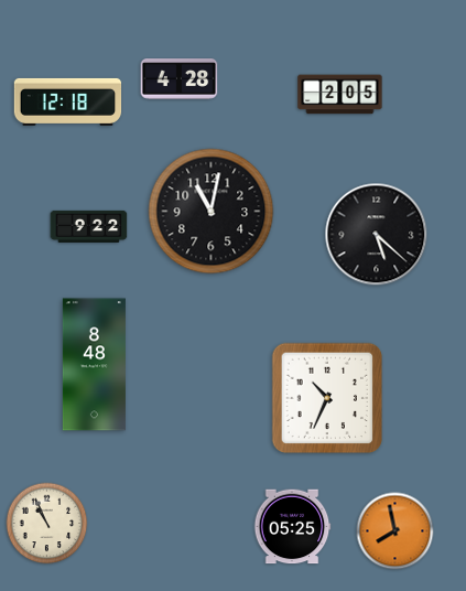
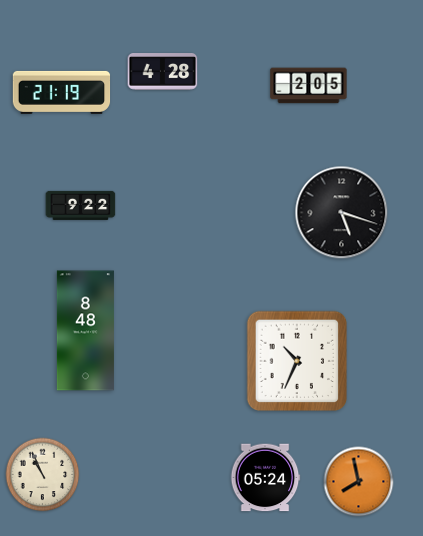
clock at (68, 101): 12:18 -> 21:19
clock at (212, 212): 11:02 -> none
clock at (377, 235): 5:22 -> 5:18
clock at (292, 527): 05:25 -> 05:24
